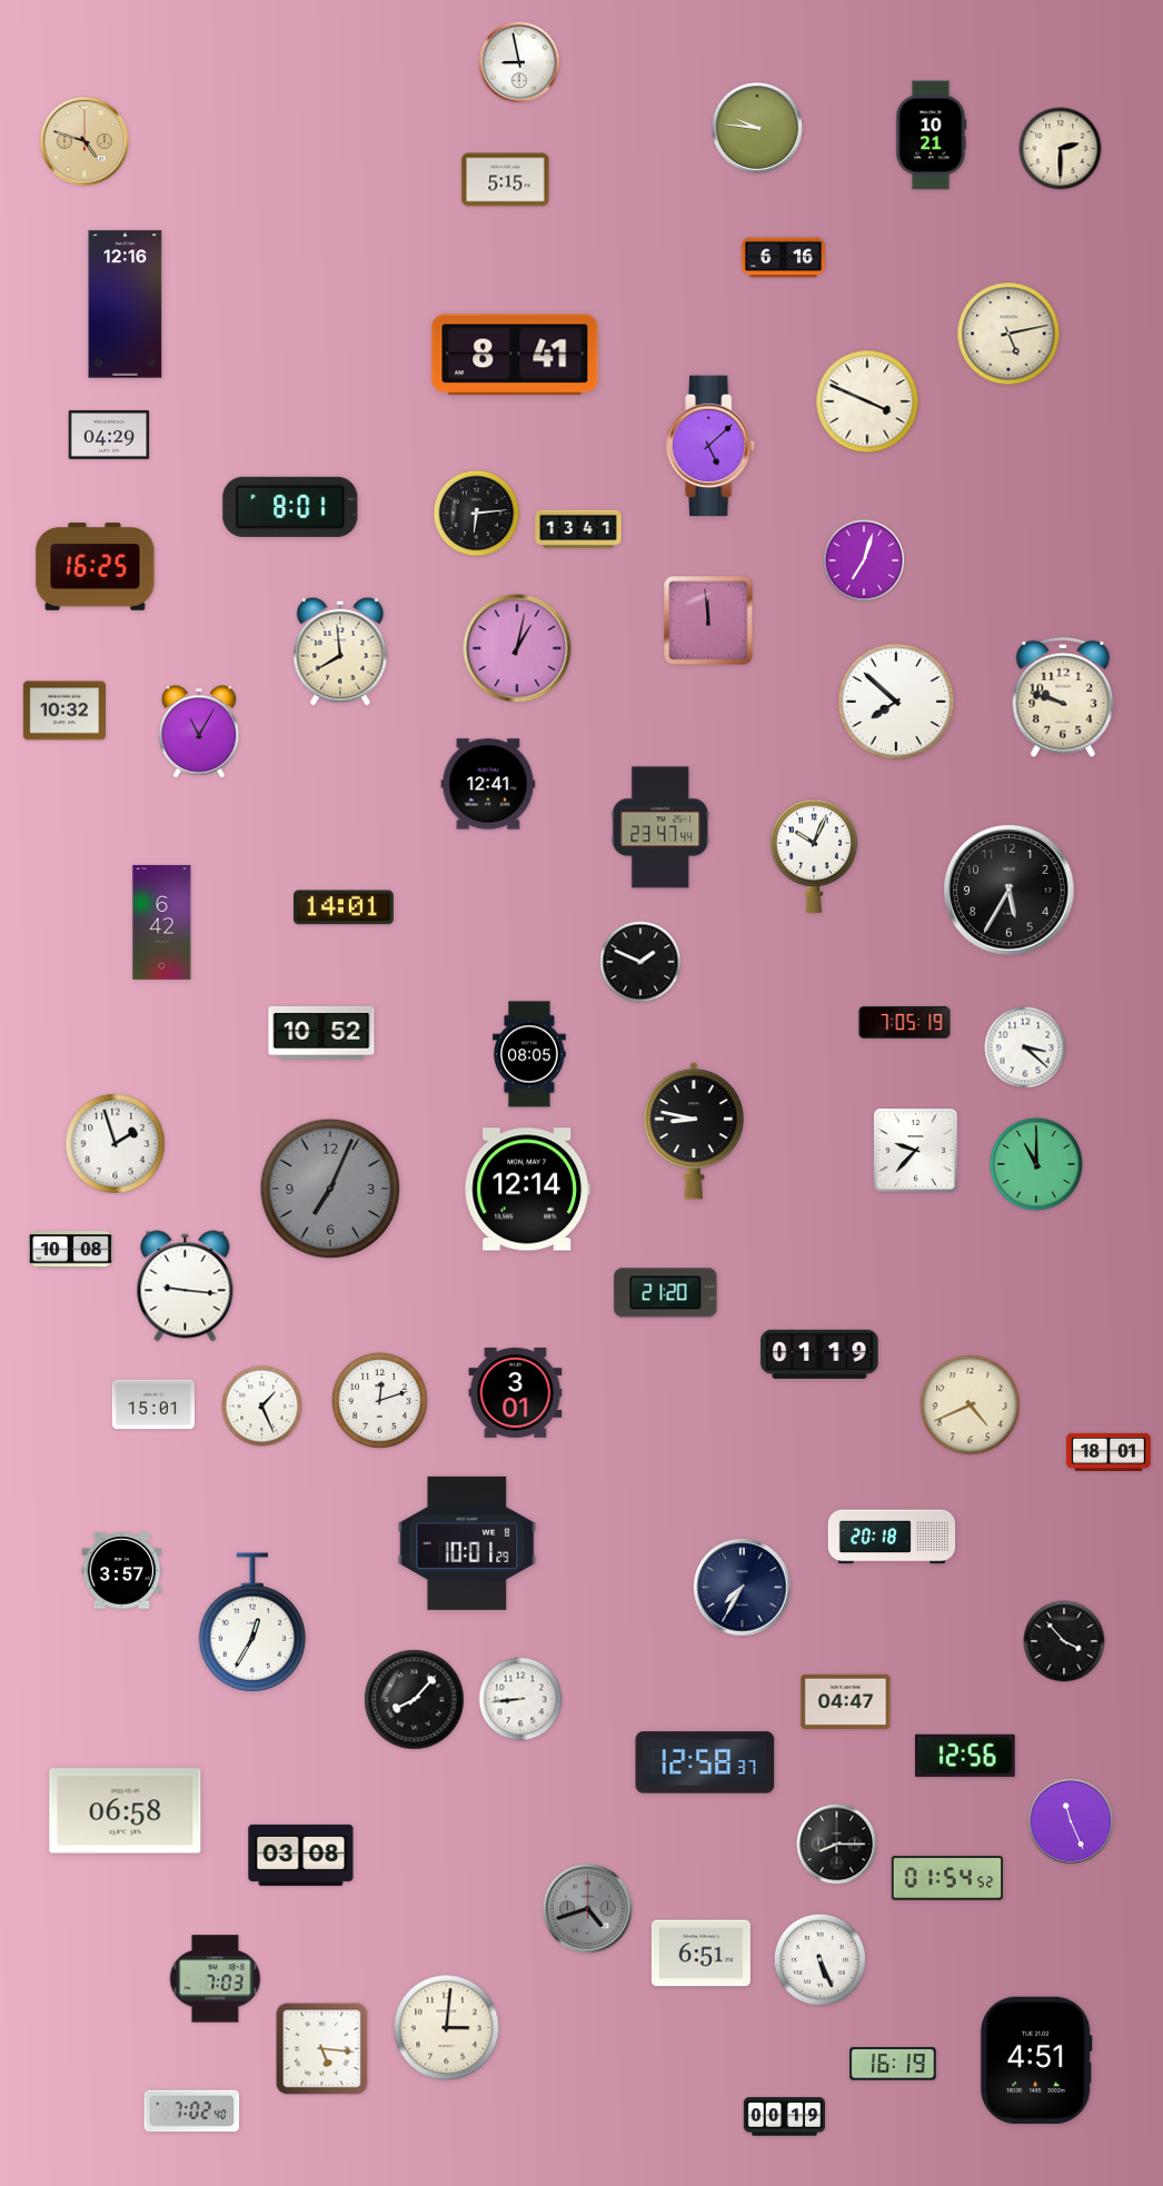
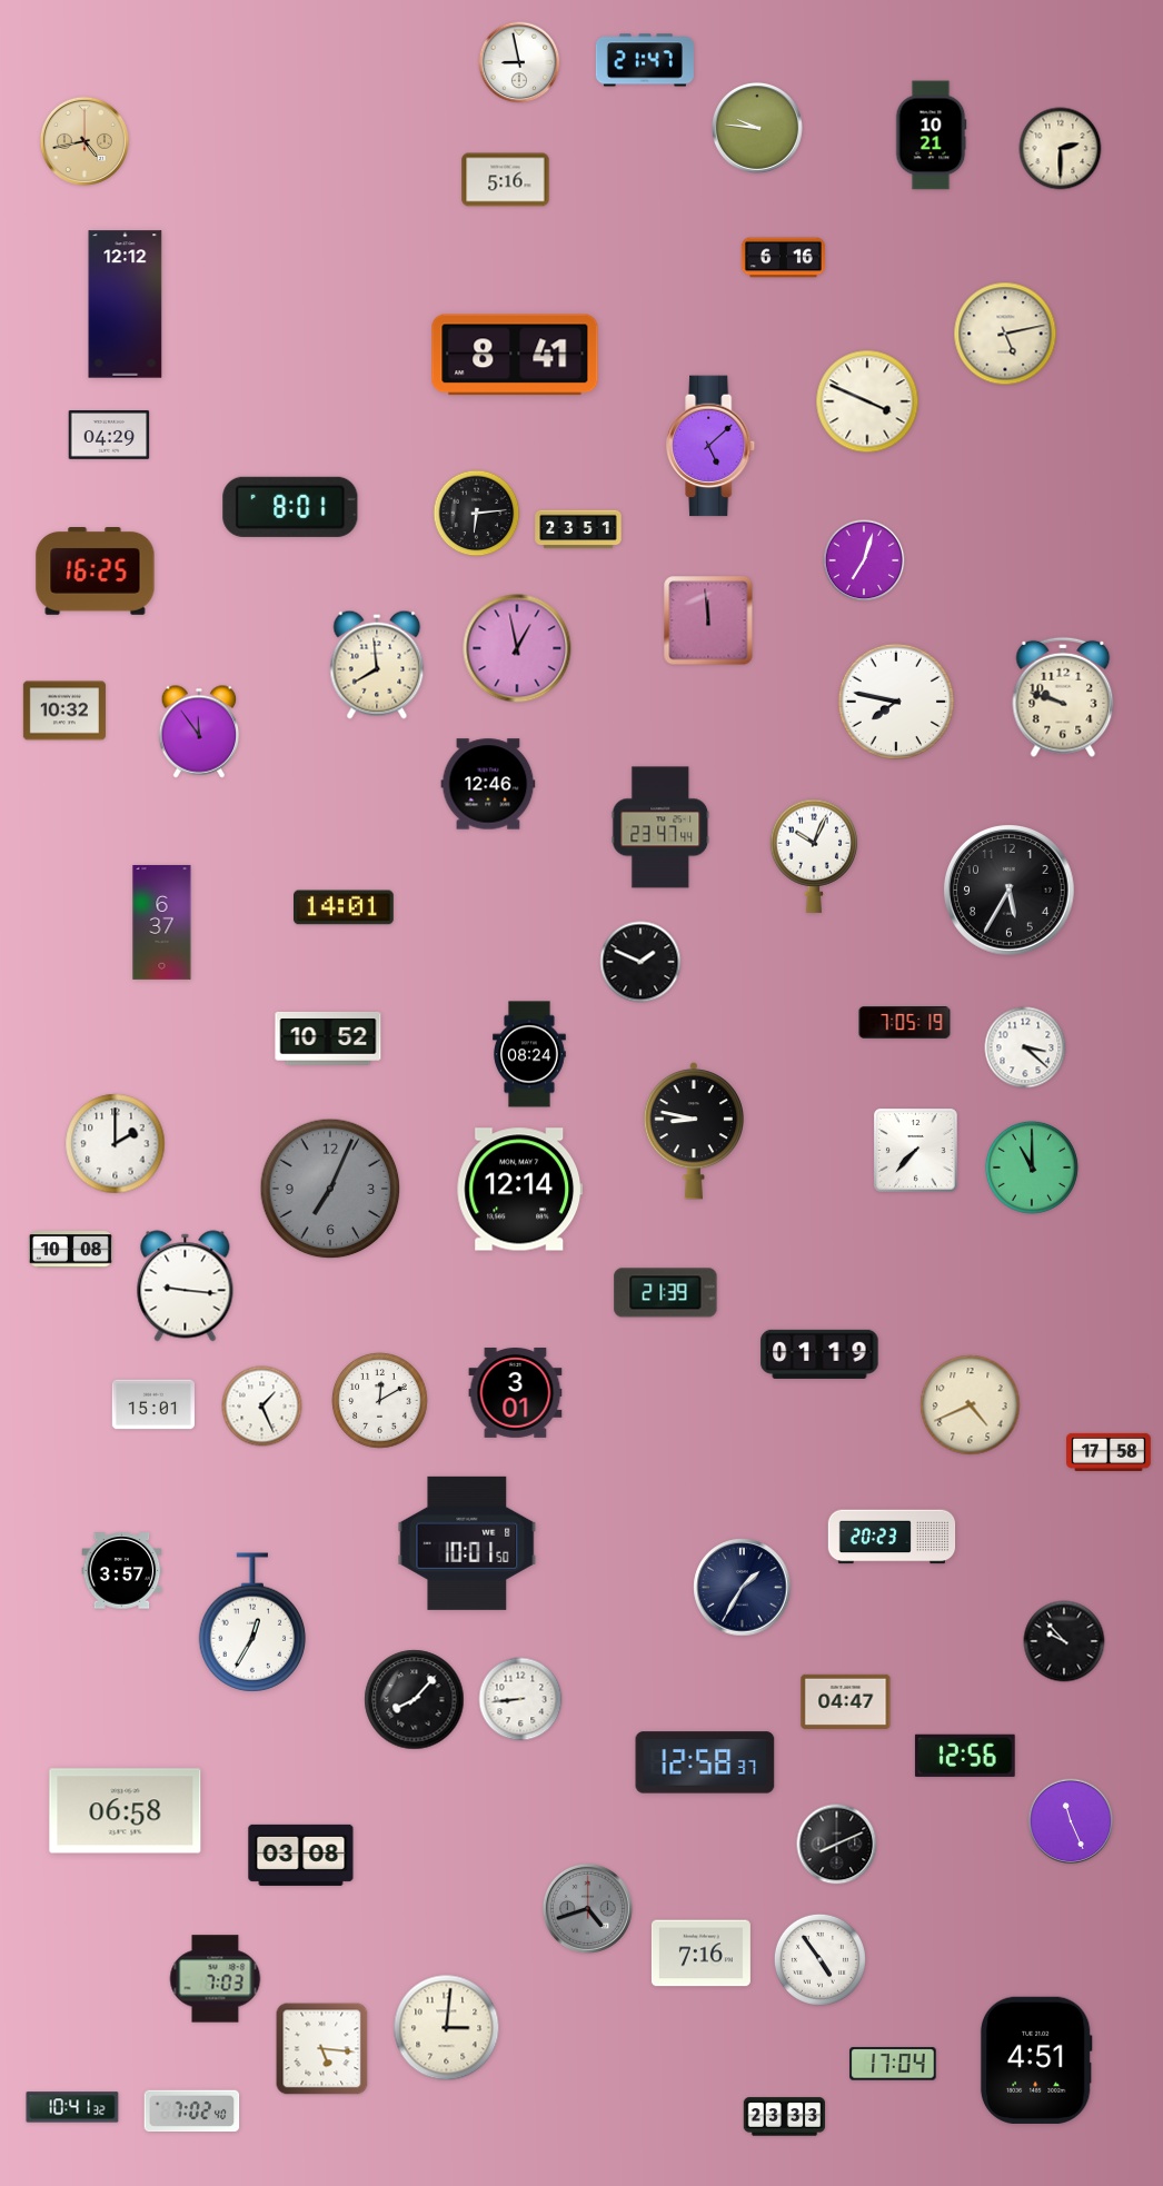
clock at (645, 60): none -> 21:47
clock at (85, 141): 4:48 -> 4:43
clock at (506, 180): 5:15 -> 5:16
clock at (126, 305): 12:16 -> 12:12
clock at (1008, 334) position: (1008, 334) -> (1005, 334)
clock at (578, 529): 13:41 -> 23:51
clock at (96, 567) position: (96, 567) -> (96, 572)
clock at (517, 648): 1:02 -> 12:58
clock at (340, 652) position: (340, 652) -> (377, 665)
clock at (895, 700): 7:52 -> 7:47
clock at (199, 732): 11:05 -> 11:54
clock at (488, 784): 12:41 -> 12:46
clock at (162, 922): 6:42 -> 6:37
clock at (321, 1033) position: (321, 1033) -> (328, 1039)
clock at (529, 1054): 08:05 -> 08:24
clock at (116, 1144): 1:57 -> 2:00
clock at (916, 1151): 9:37 -> 7:37
clock at (1036, 1164) position: (1036, 1164) -> (1032, 1167)
clock at (528, 1190) position: (528, 1190) -> (520, 1190)
clock at (666, 1293): 21:20 -> 21:39
clock at (380, 1401): 12:12 -> 12:10
clock at (1110, 1452): 18:01 -> 17:58
clock at (892, 1537): 20:18 -> 20:23
clock at (467, 1543): 10:01:29 -> 10:01:50
clock at (743, 1588): 7:35 -> 1:35
clock at (1064, 1641): 3:53 -> 9:53
clock at (837, 1845): 8:15 -> 8:11
clock at (947, 1878): 01:54 -> none
clock at (700, 1954): 6:51 -> 7:16
clock at (819, 1959): 5:26 -> 4:54
clock at (893, 2064): 16:19 -> 17:04
clock at (72, 2107): none -> 10:41
clock at (785, 2117): 00:19 -> 23:33
